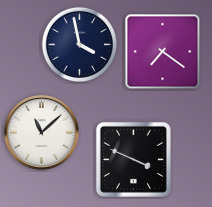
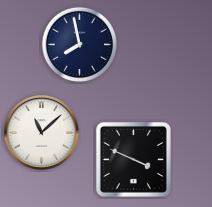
clock at (80, 45): 3:58 -> 7:58
clock at (163, 52): 7:21 -> none
